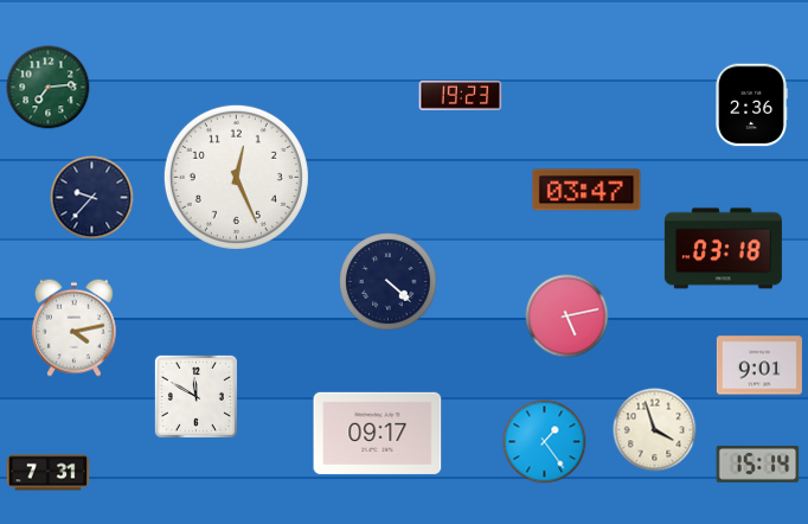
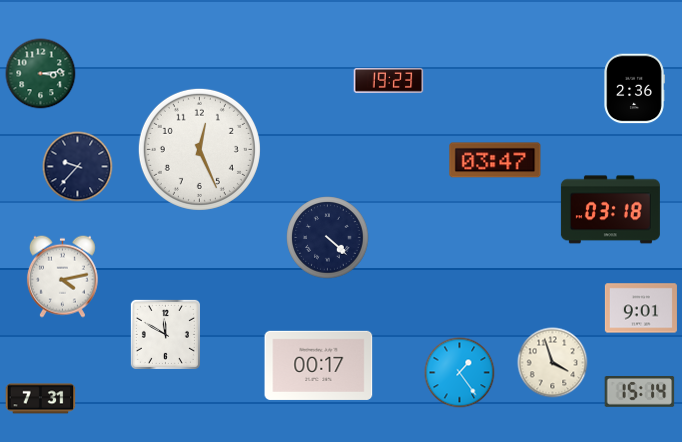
clock at (49, 88): 7:14 -> 3:14
clock at (567, 317): 5:13 -> none
clock at (378, 433): 09:17 -> 00:17
